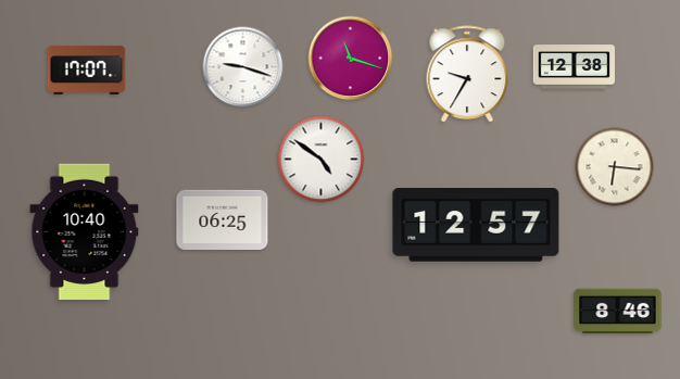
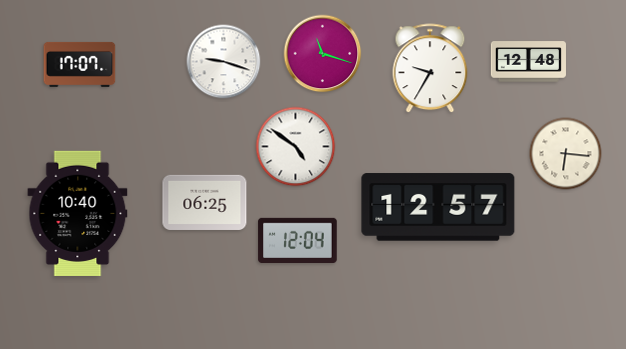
clock at (574, 67): 12:38 -> 12:48
clock at (298, 240): none -> 12:04
clock at (618, 312): 8:46 -> none
